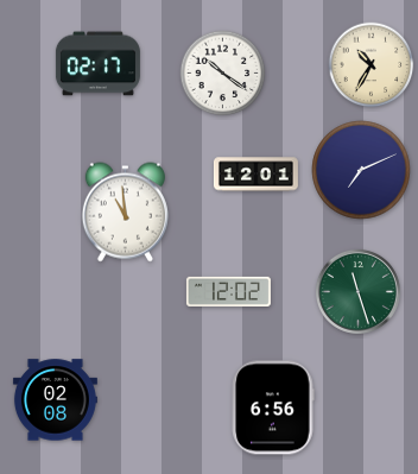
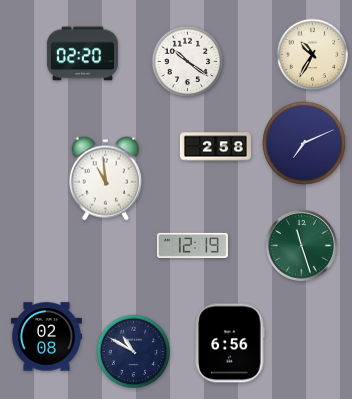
clock at (97, 64): 02:17 -> 02:20
clock at (255, 175): 12:01 -> 2:58
clock at (228, 291): 12:02 -> 12:19
clock at (134, 352): none -> 10:50
